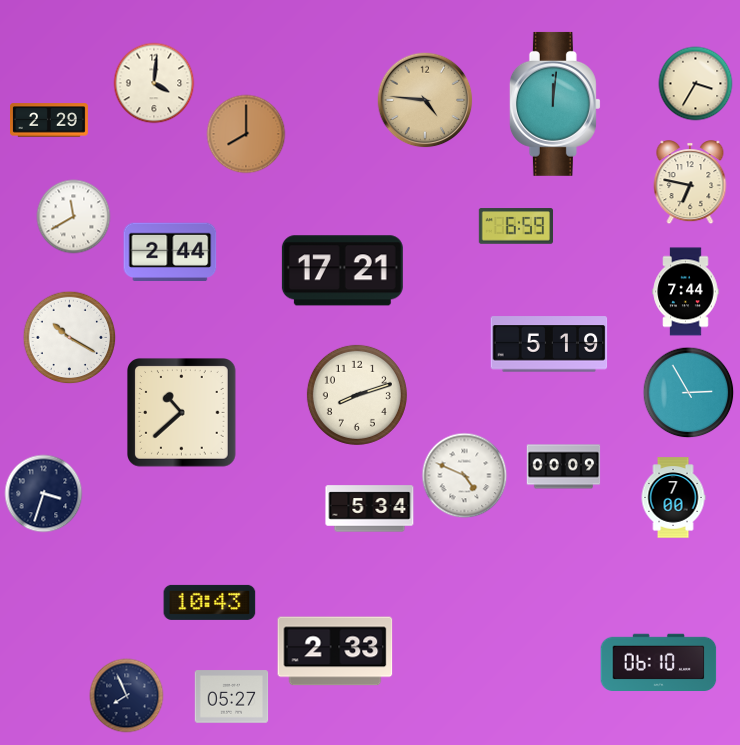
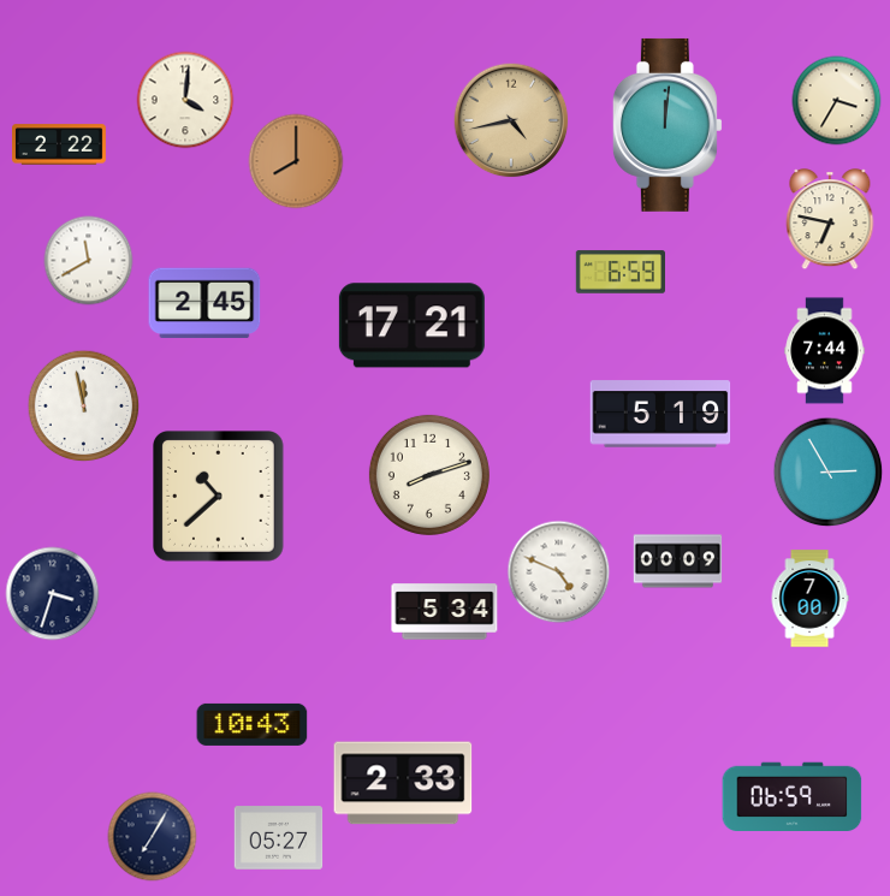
clock at (425, 100): 4:46 -> 4:43
clock at (50, 120): 2:29 -> 2:22
clock at (170, 251): 2:44 -> 2:45
clock at (70, 338): 10:20 -> 11:58
clock at (659, 663): 06:10 -> 06:59
clock at (127, 696): 7:56 -> 7:05
